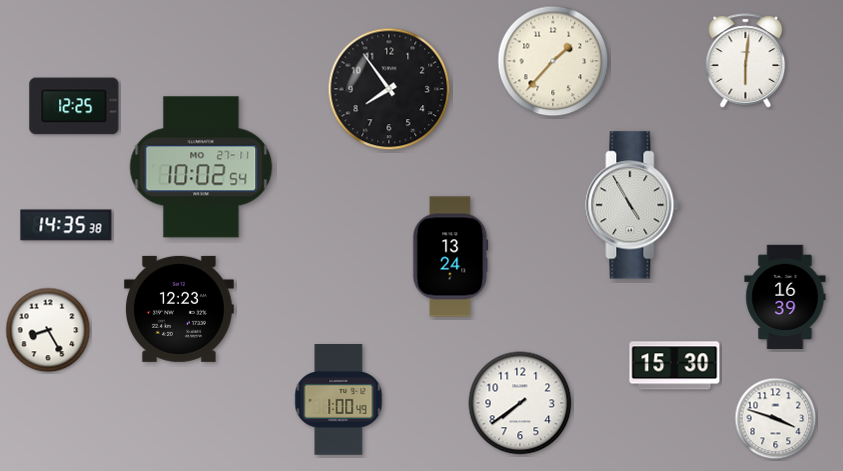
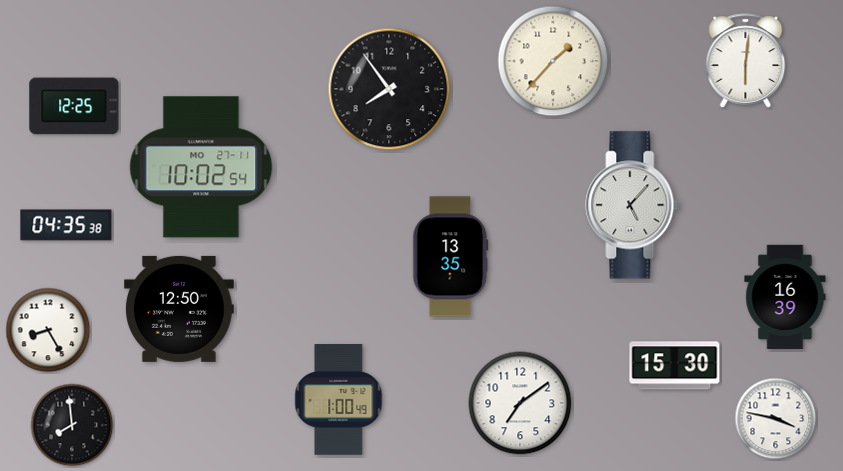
clock at (632, 205): 4:55 -> 5:07
clock at (66, 225): 14:35 -> 04:35
clock at (451, 257): 13:24 -> 13:35
clock at (179, 309): 12:23 -> 12:50
clock at (520, 403): 7:39 -> 7:09
clock at (776, 419): 3:48 -> 3:47
clock at (72, 425): none -> 7:59
